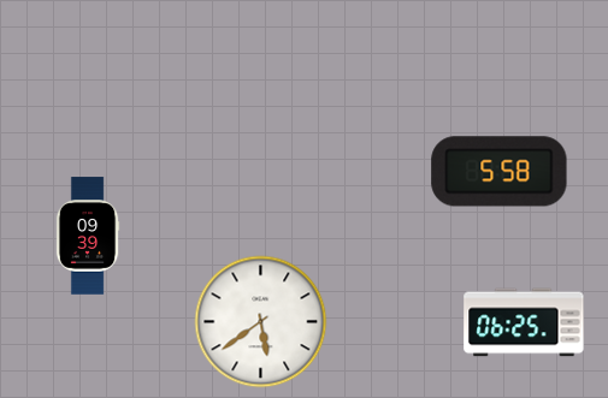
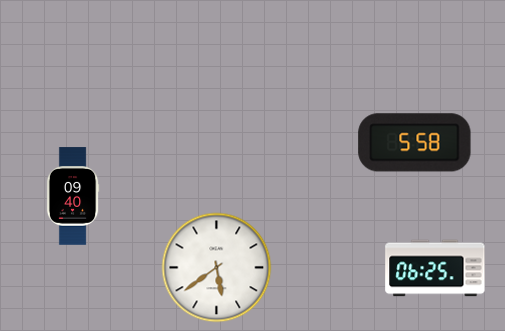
clock at (88, 236): 09:39 -> 09:40
